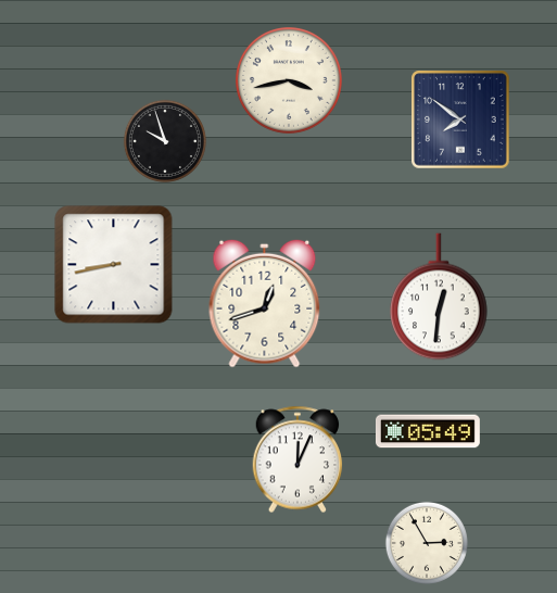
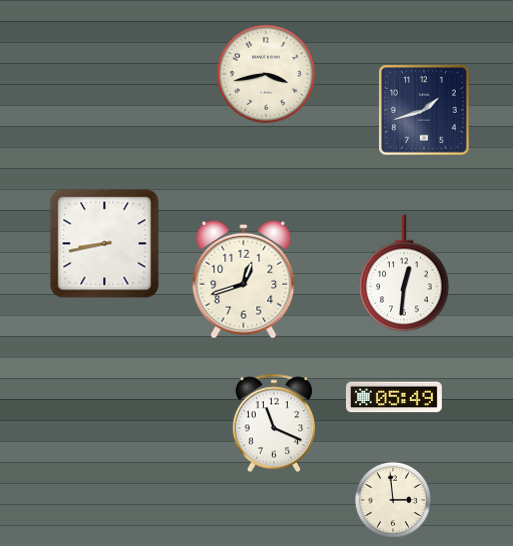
clock at (460, 119): 7:51 -> 1:42
clock at (165, 141): 9:57 -> none
clock at (298, 459): 12:04 -> 11:19
clock at (427, 543): 2:55 -> 2:59
